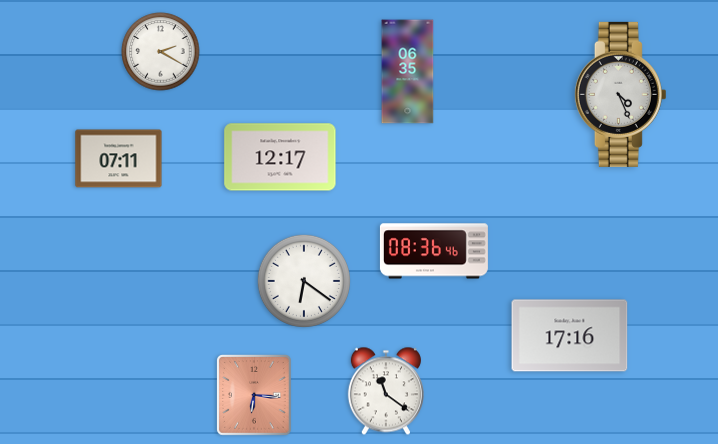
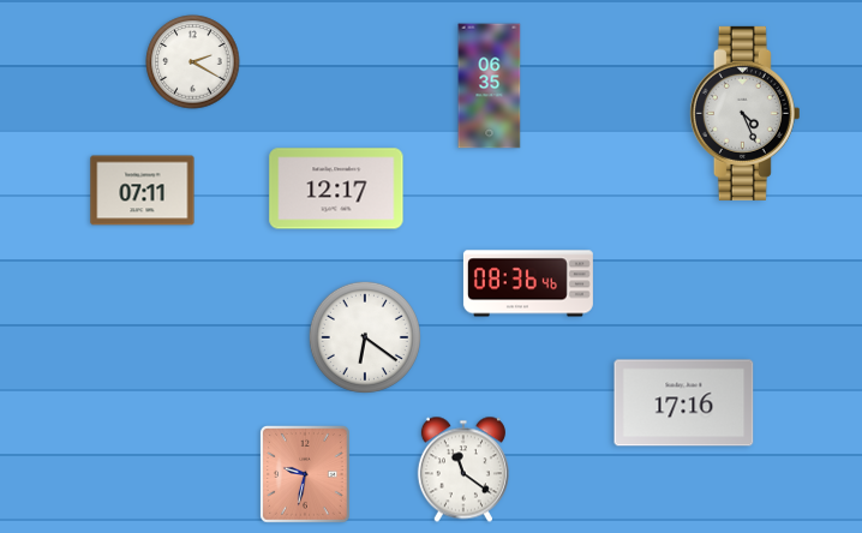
clock at (434, 251) position: (434, 251) -> (528, 283)
clock at (255, 396): 6:16 -> 9:32
